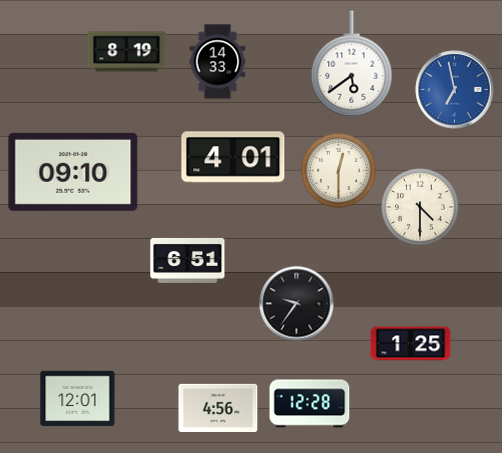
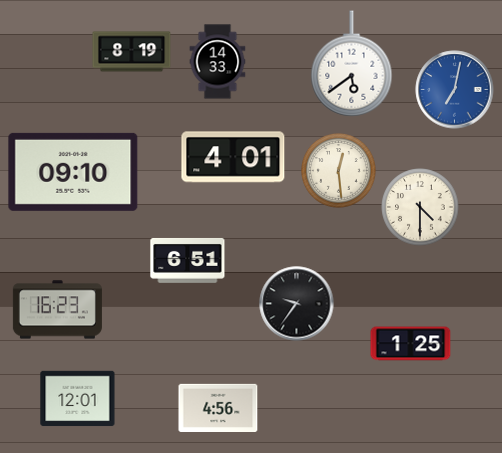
clock at (127, 52) position: (127, 52) -> (132, 52)
clock at (455, 90): 6:58 -> 7:02
clock at (339, 171): 12:30 -> 12:29
clock at (57, 310): none -> 16:23
clock at (310, 404): 12:28 -> none
